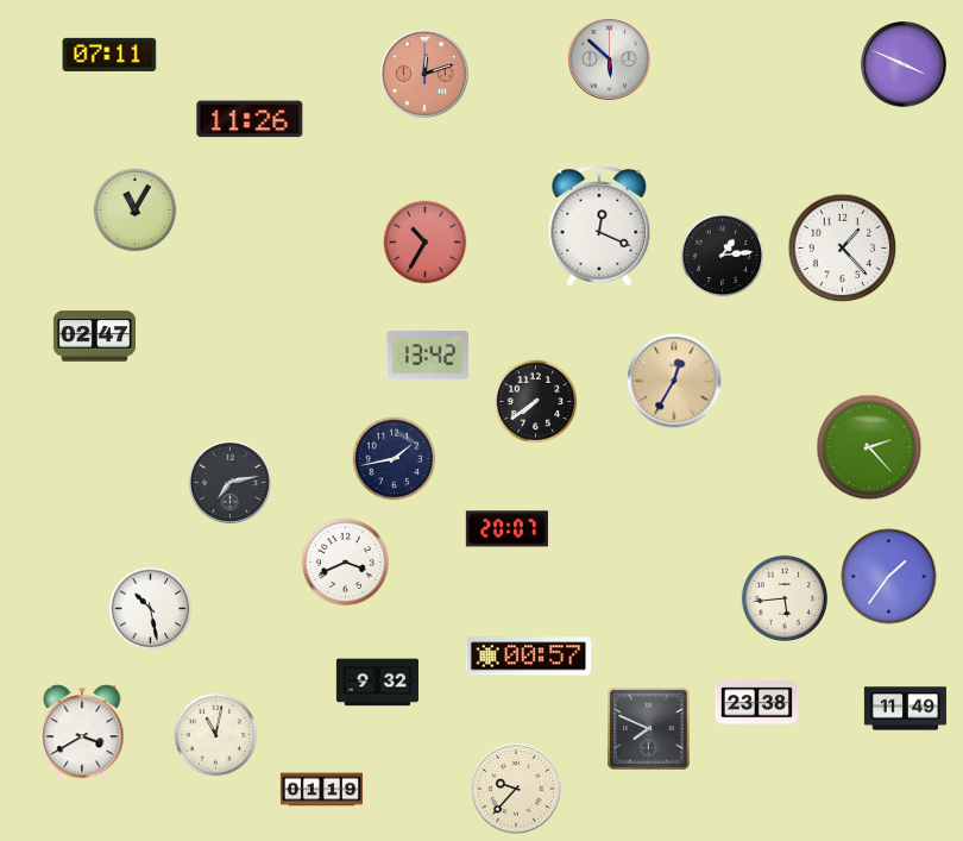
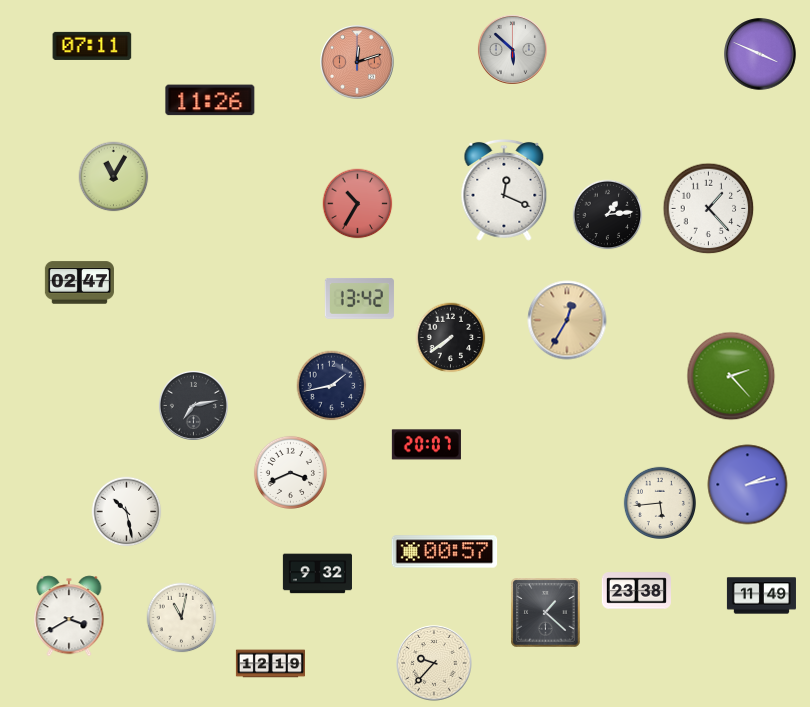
clock at (889, 577): 1:36 -> 2:13
clock at (649, 729): 7:49 -> 1:22
clock at (321, 790): 01:19 -> 12:19
